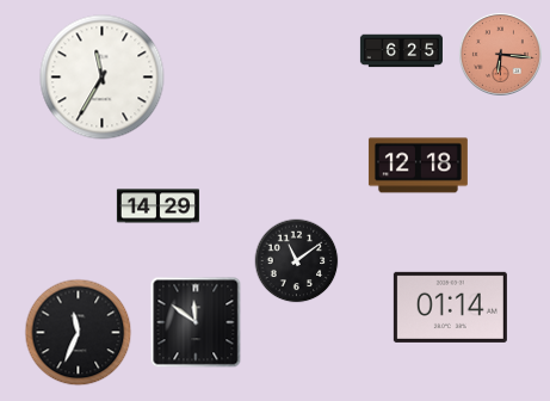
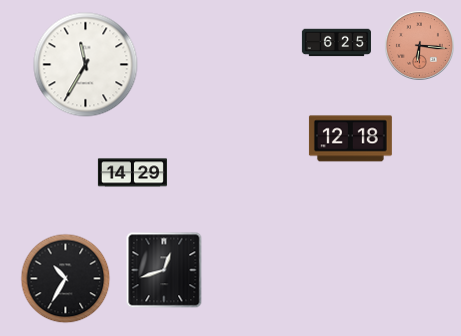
clock at (297, 261): 11:09 -> none
clock at (450, 307): 01:14 -> none
clock at (196, 322): 11:51 -> 12:42
clock at (79, 333): 11:34 -> 10:35
